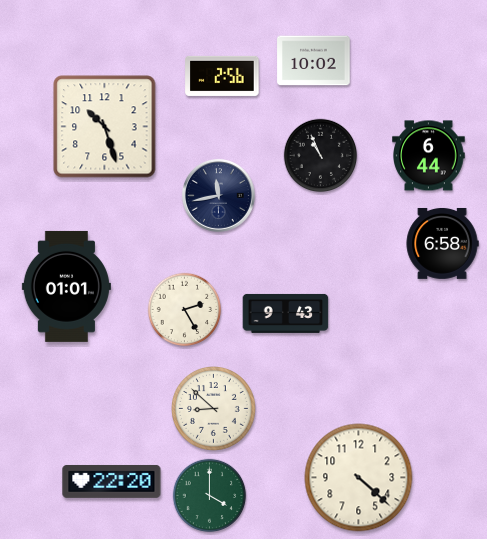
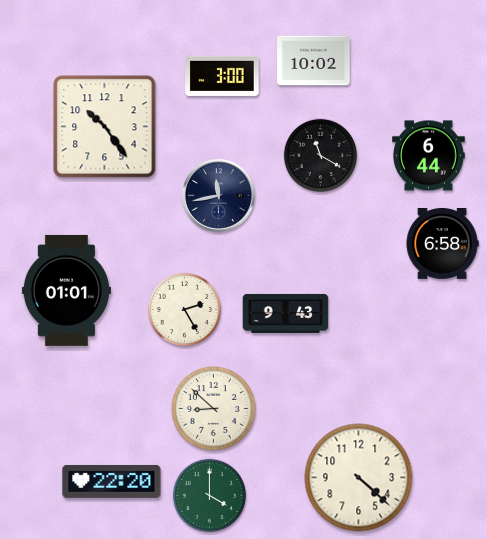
clock at (222, 76): 2:56 -> 3:00
clock at (105, 127): 10:27 -> 10:24
clock at (321, 156): 10:56 -> 11:20
clock at (66, 286) position: (66, 286) -> (66, 290)
